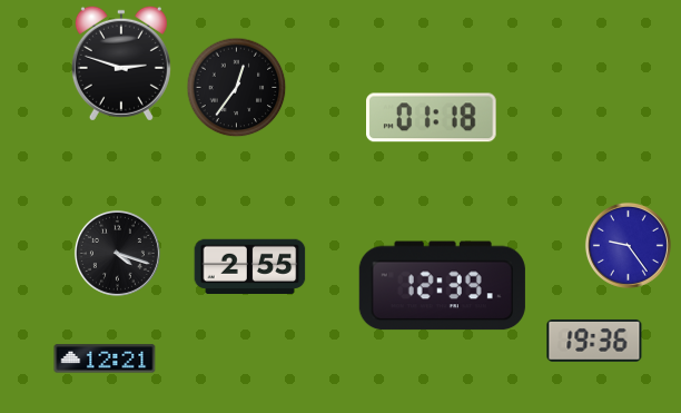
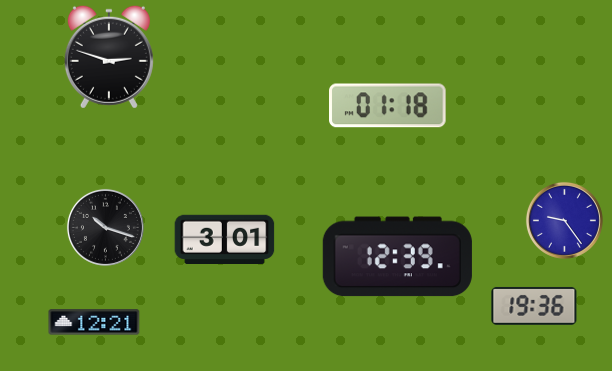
clock at (236, 87): 12:36 -> none
clock at (117, 253): 4:18 -> 10:18
clock at (250, 266): 2:55 -> 3:01
